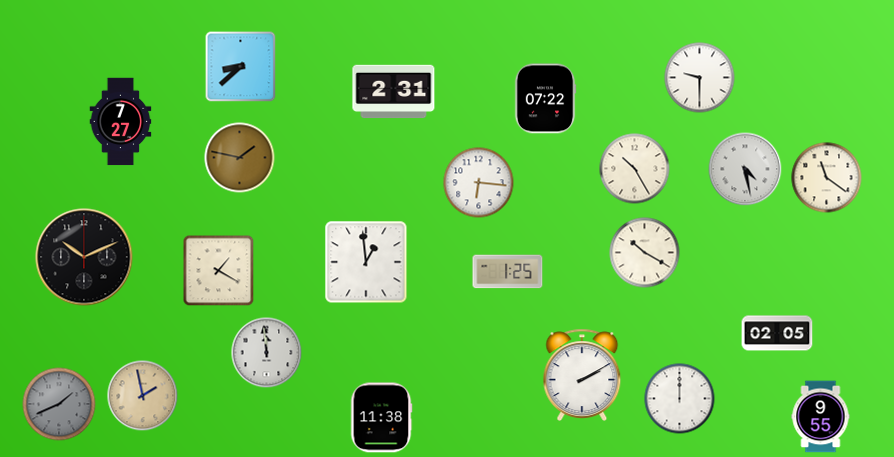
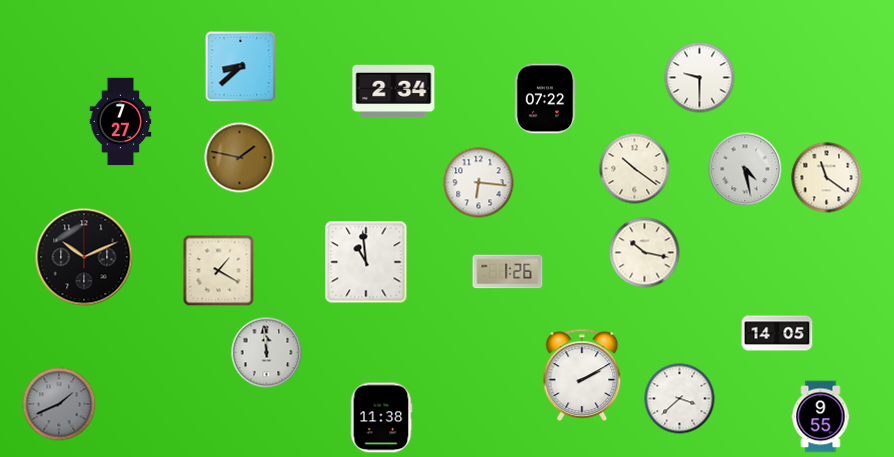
clock at (394, 92): 2:31 -> 2:34
clock at (635, 169): 10:25 -> 10:21
clock at (645, 253): 10:20 -> 10:17
clock at (366, 262): 12:59 -> 10:59
clock at (508, 272): 1:25 -> 1:26
clock at (777, 333): 02:05 -> 14:05
clock at (143, 396): 1:58 -> none
clock at (680, 399): 12:00 -> 3:38
